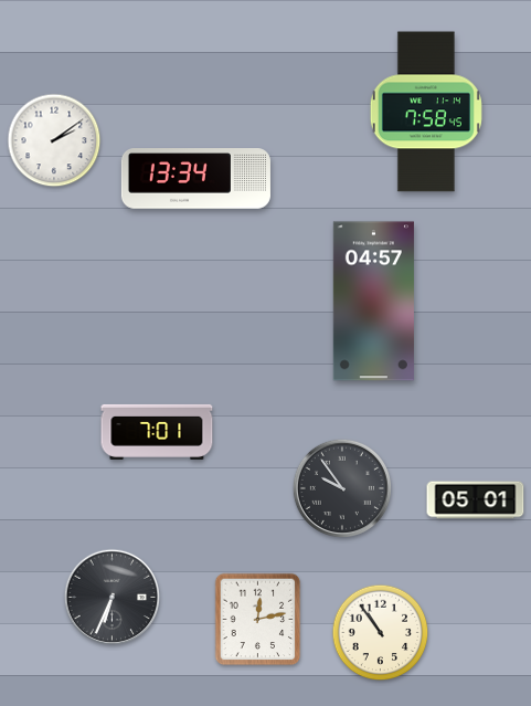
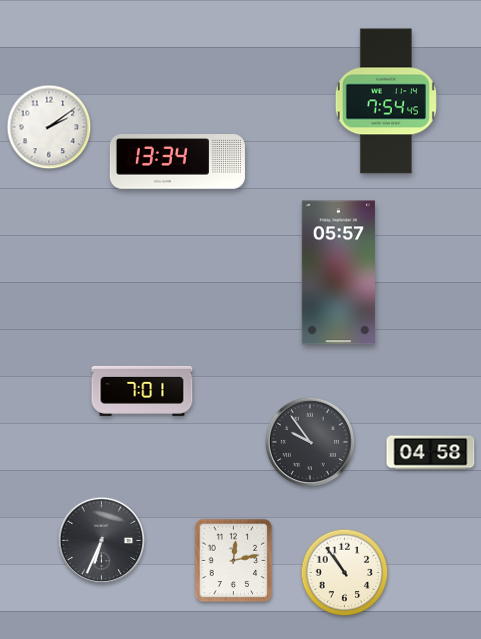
clock at (426, 112): 7:58 -> 7:54
clock at (373, 302): 04:57 -> 05:57
clock at (476, 500): 05:01 -> 04:58
